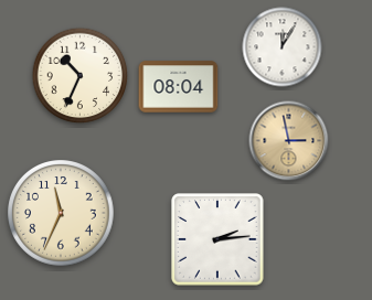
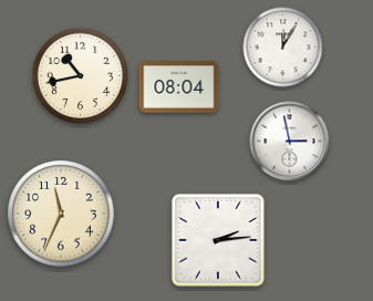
clock at (81, 76): 10:34 -> 10:43
clock at (289, 141) dial: champagne -> white
